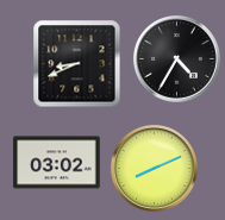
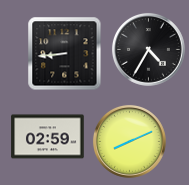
clock at (77, 64): 8:41 -> 8:44
clock at (57, 163): 03:02 -> 02:59
